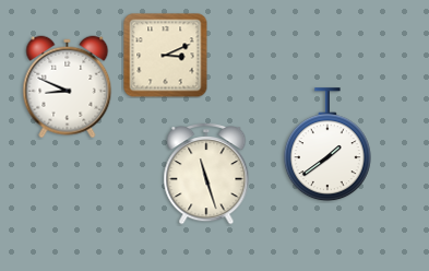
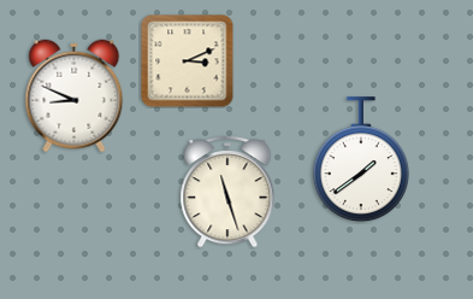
clock at (166, 56) position: (166, 56) -> (188, 61)
